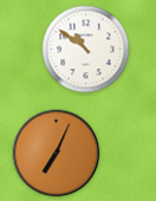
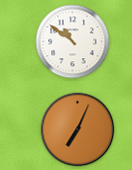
clock at (57, 154) position: (57, 154) -> (78, 130)
